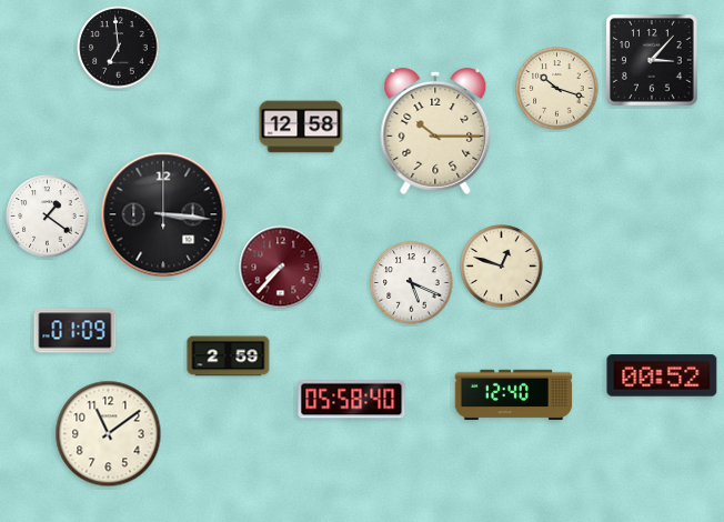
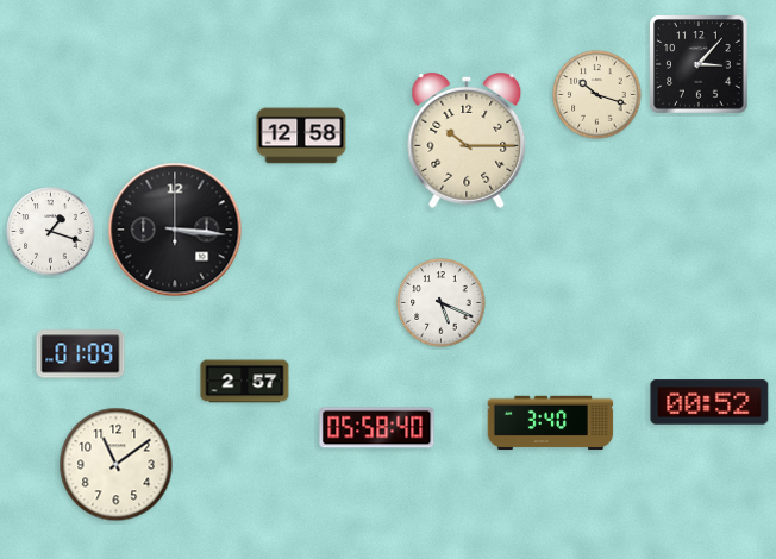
clock at (119, 48): 6:59 -> none
clock at (301, 127) position: (301, 127) -> (301, 136)
clock at (48, 217): 1:21 -> 1:18
clock at (502, 267): 12:48 -> none
clock at (281, 268): 7:37 -> none
clock at (229, 357): 2:59 -> 2:57
clock at (514, 395): 12:40 -> 3:40
